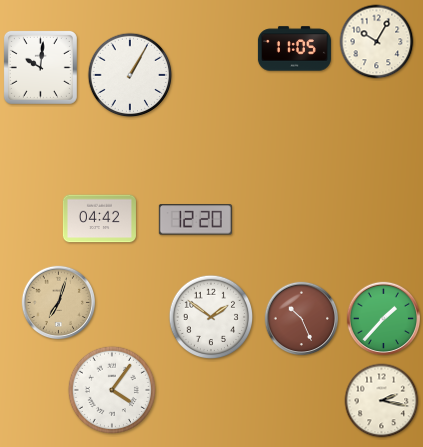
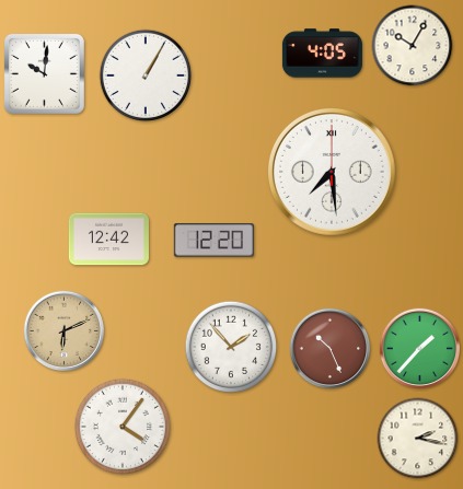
clock at (294, 49): 11:05 -> 4:05
clock at (130, 75) position: (130, 75) -> (146, 75)
clock at (332, 172): none -> 7:29
clock at (99, 219): 04:42 -> 12:42
clock at (59, 303): 7:03 -> 6:11
clock at (211, 317): 1:51 -> 1:53
